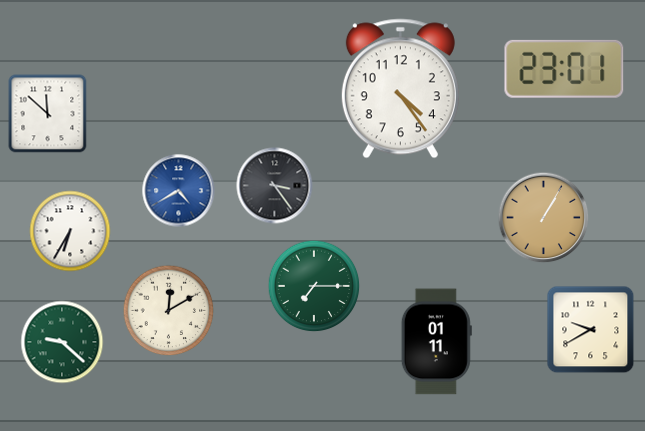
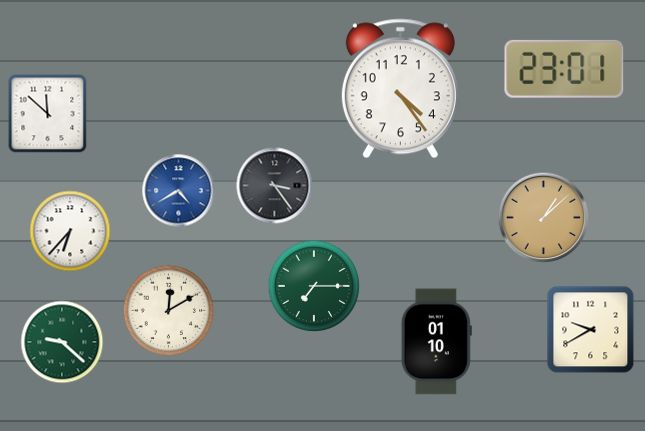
clock at (544, 218): 1:05 -> 1:08
clock at (70, 231): 6:35 -> 6:37
clock at (436, 342): 01:11 -> 01:10
